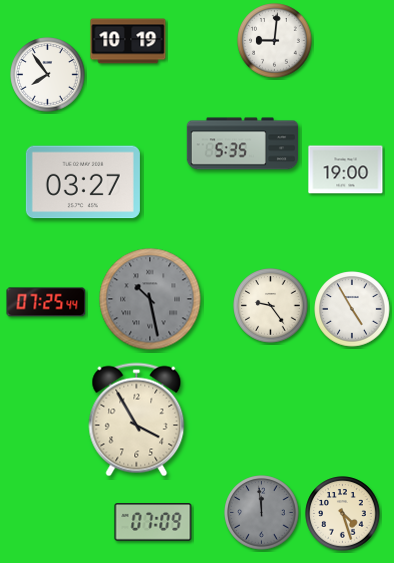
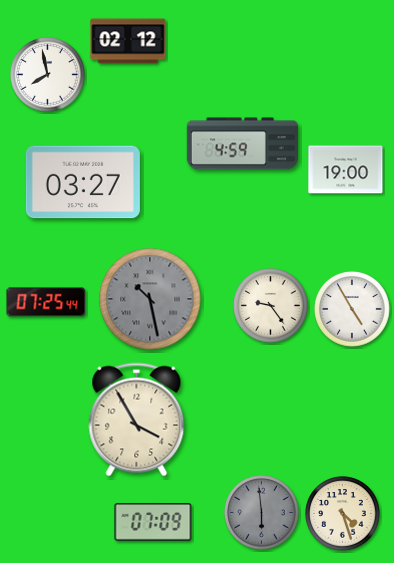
clock at (128, 41): 10:19 -> 02:12
clock at (275, 41): 9:01 -> none
clock at (48, 75): 7:54 -> 7:58
clock at (242, 144): 5:35 -> 4:59
clock at (262, 513): 11:59 -> 5:59
